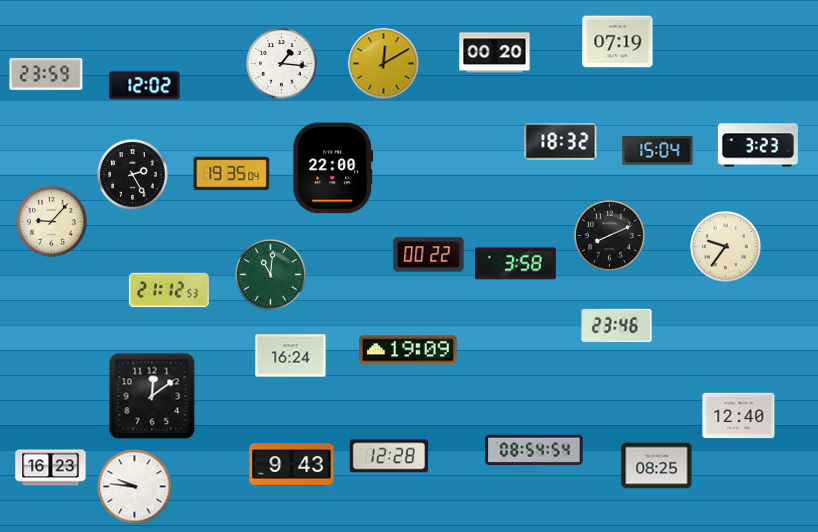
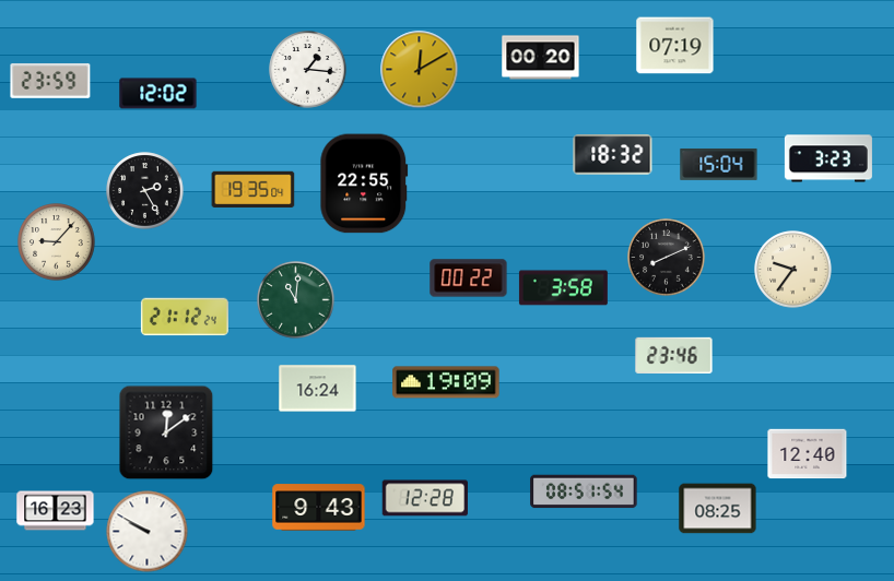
clock at (333, 168): 22:00 -> 22:55
clock at (169, 290): 21:12:53 -> 21:12:24
clock at (534, 450): 08:54 -> 08:51
clock at (135, 487): 9:46 -> 9:50
